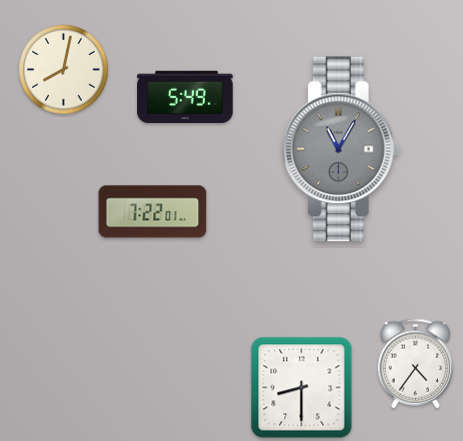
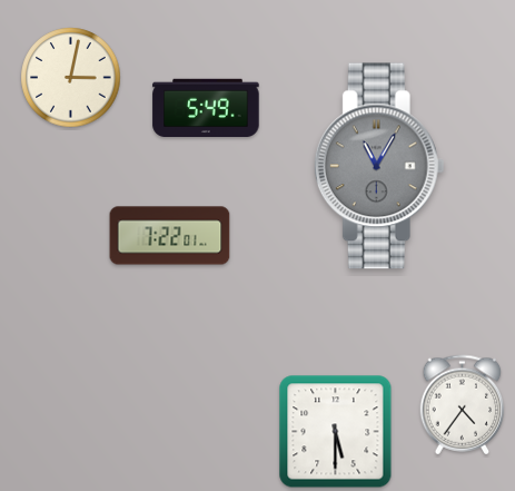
clock at (64, 70): 8:02 -> 3:02
clock at (302, 388): 8:30 -> 5:30
